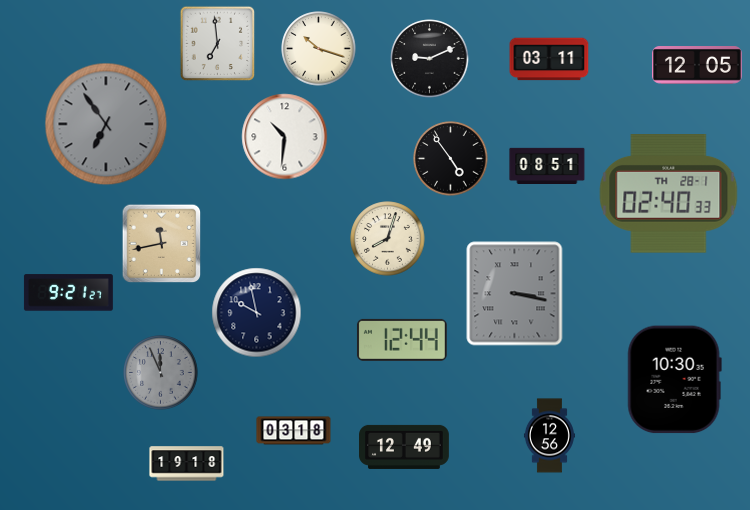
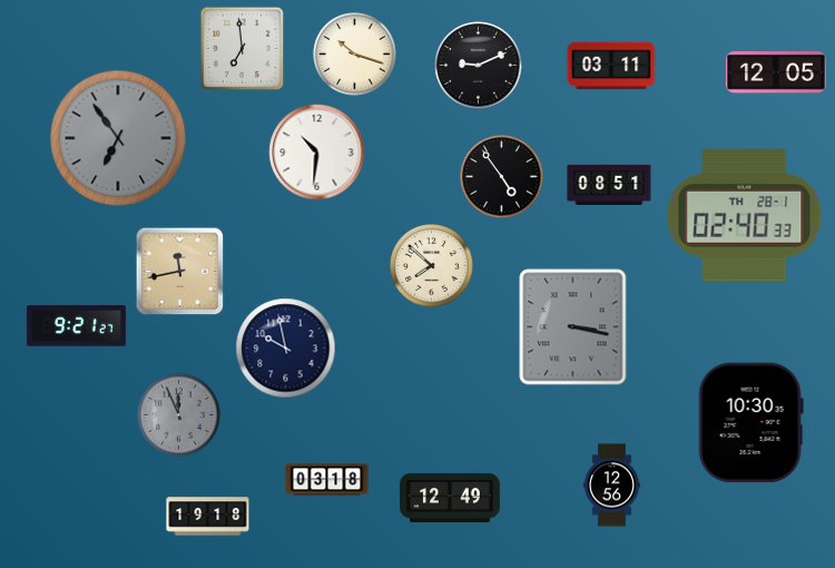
clock at (388, 239): 8:03 -> 7:52
clock at (402, 340): 12:44 -> none
